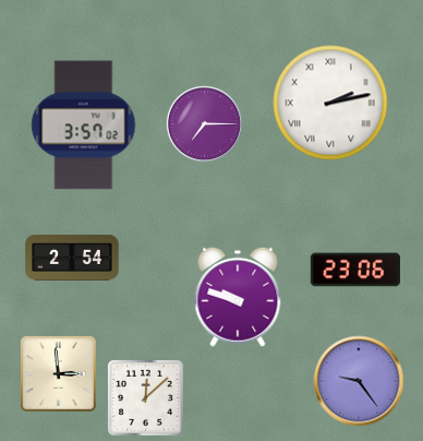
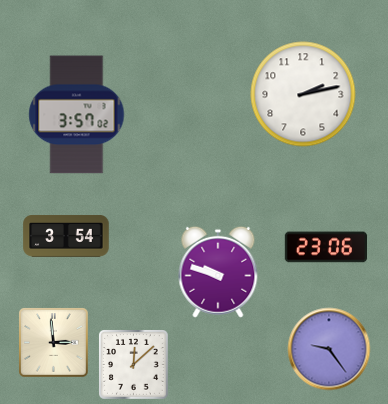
clock at (330, 103) numerals: Roman -> Arabic
clock at (204, 123): 7:15 -> none
clock at (72, 259): 2:54 -> 3:54
